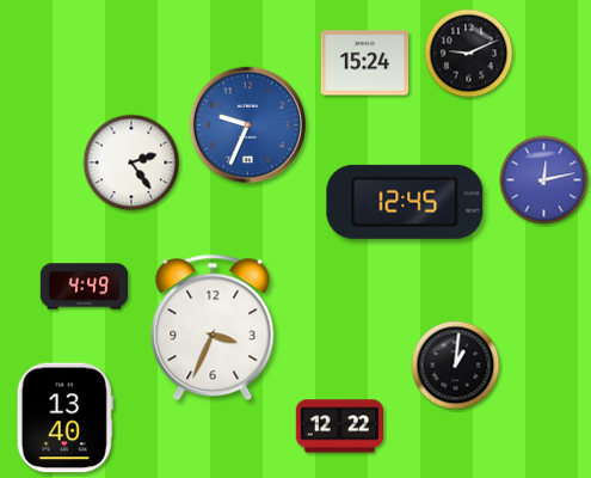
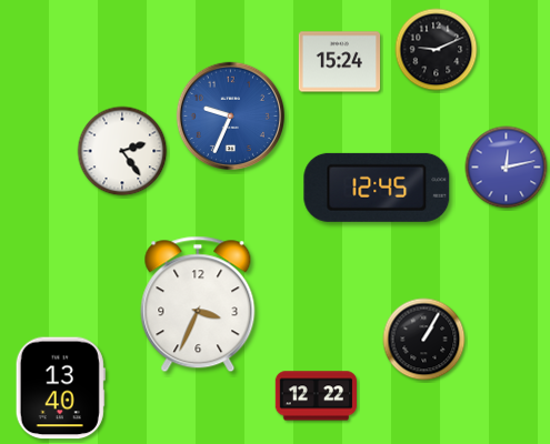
clock at (364, 63) position: (364, 63) -> (339, 62)
clock at (85, 287): 4:49 -> none
clock at (456, 366): 1:01 -> 1:05
